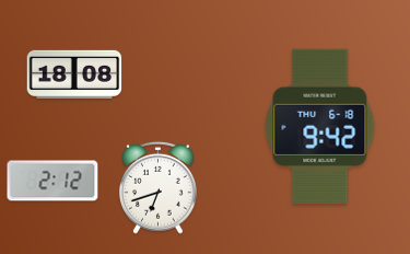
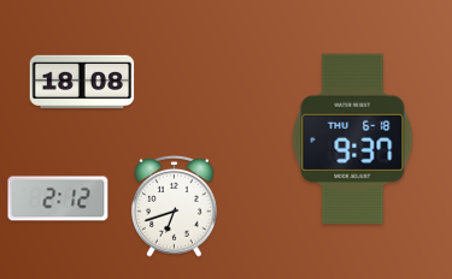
clock at (320, 126): 9:42 -> 9:37
